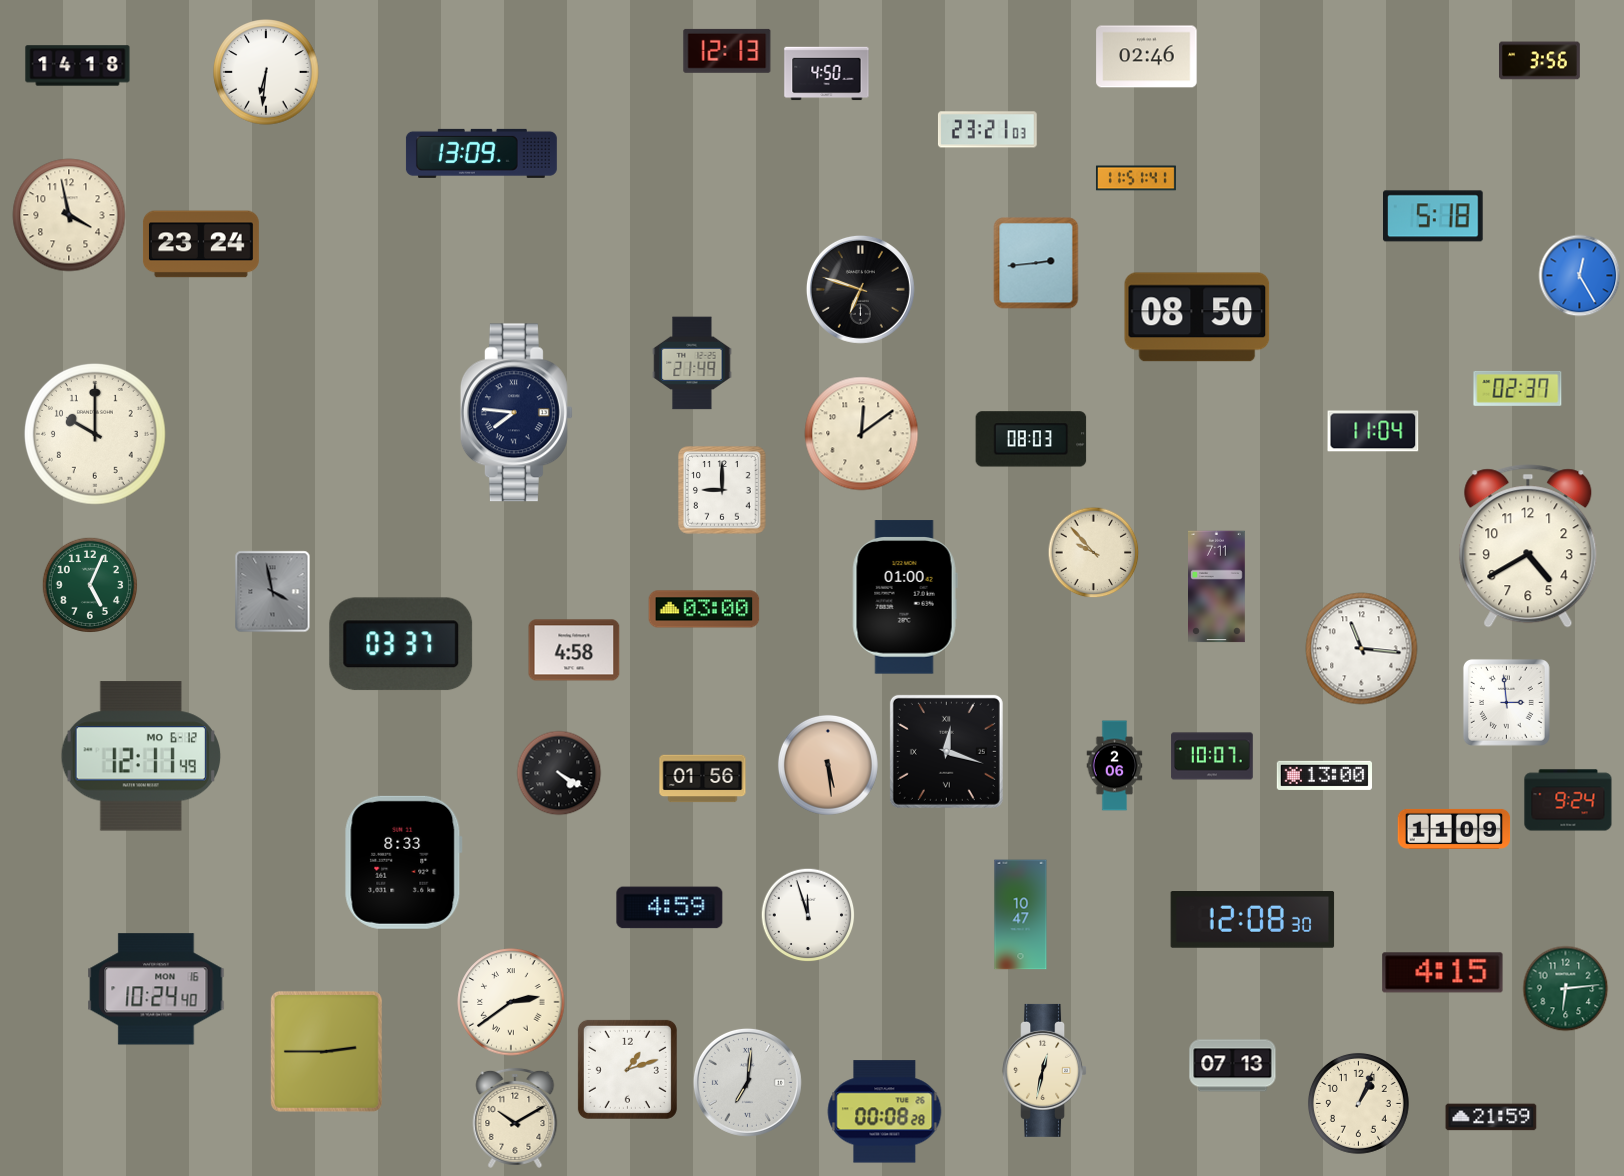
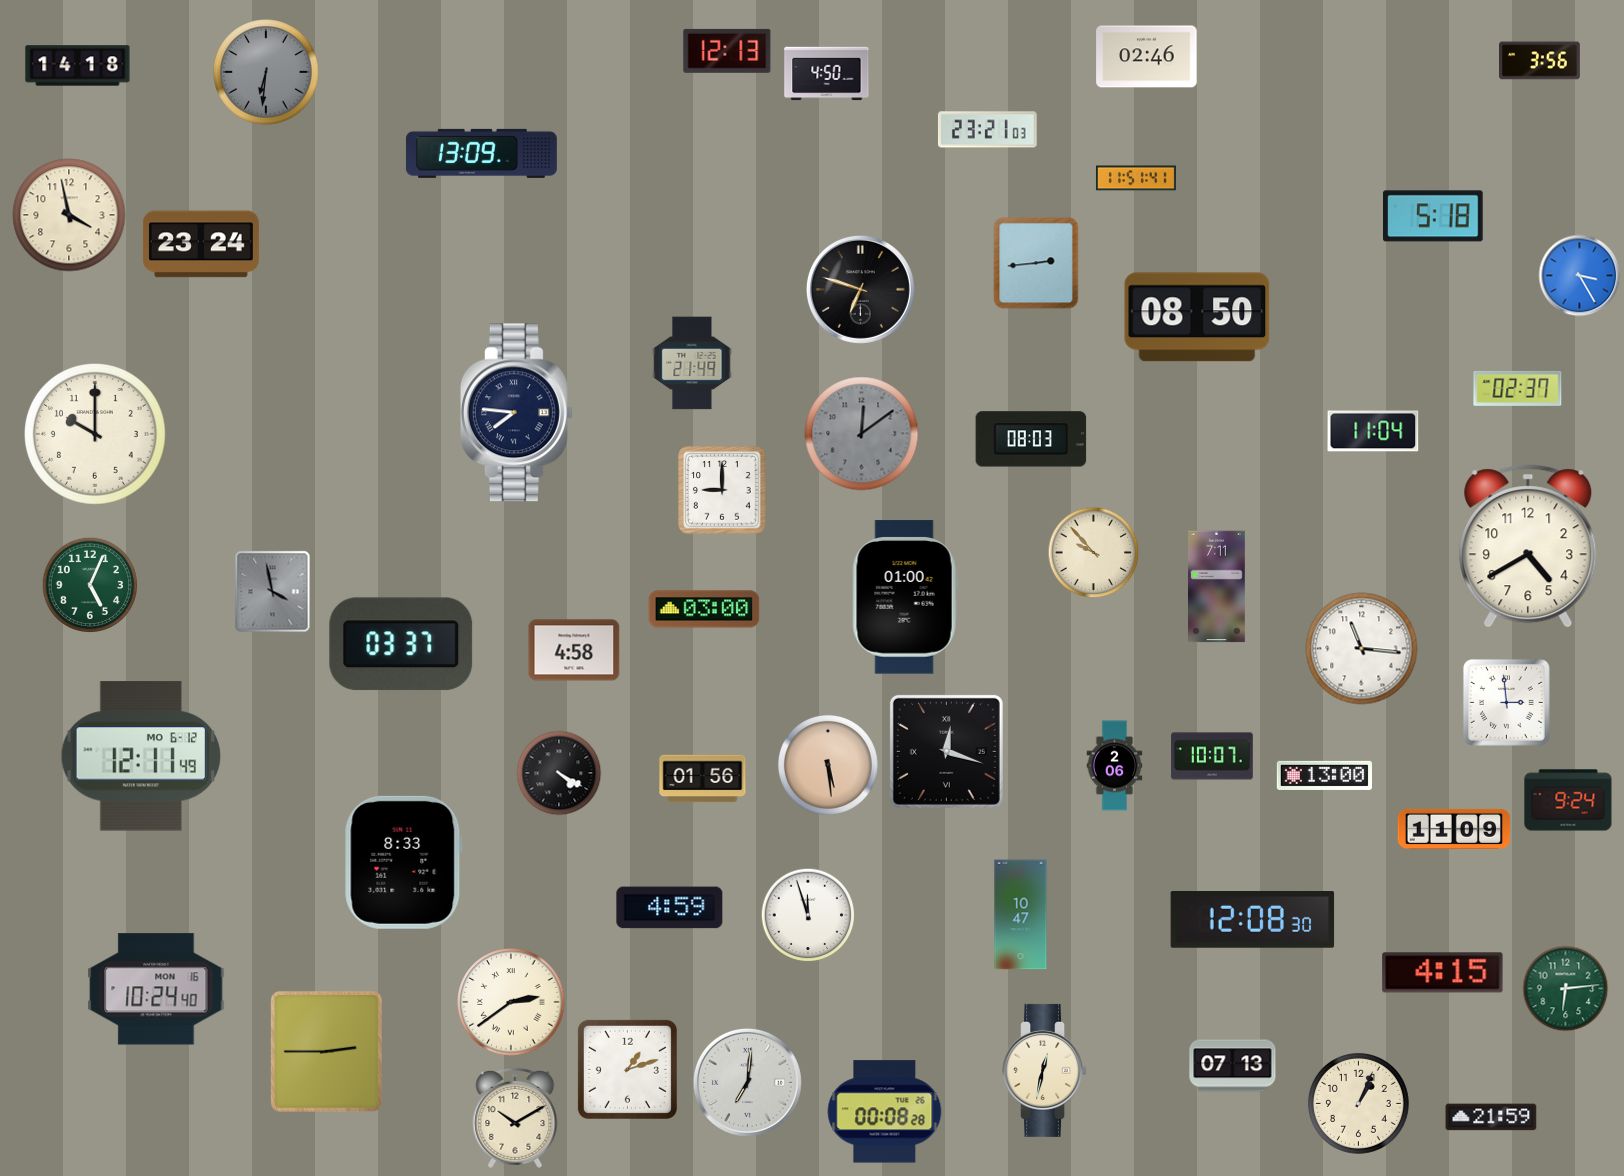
clock at (266, 72) dial: white -> grey
clock at (1580, 276): 12:25 -> 3:25
clock at (862, 434) dial: cream -> grey
